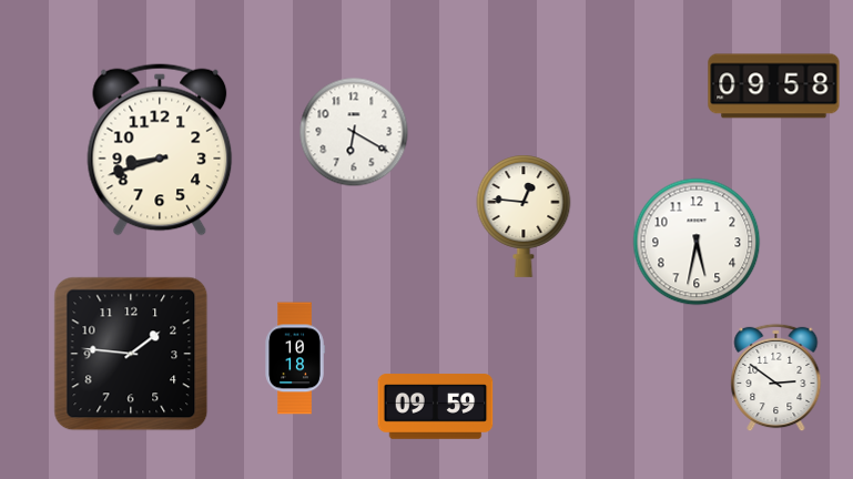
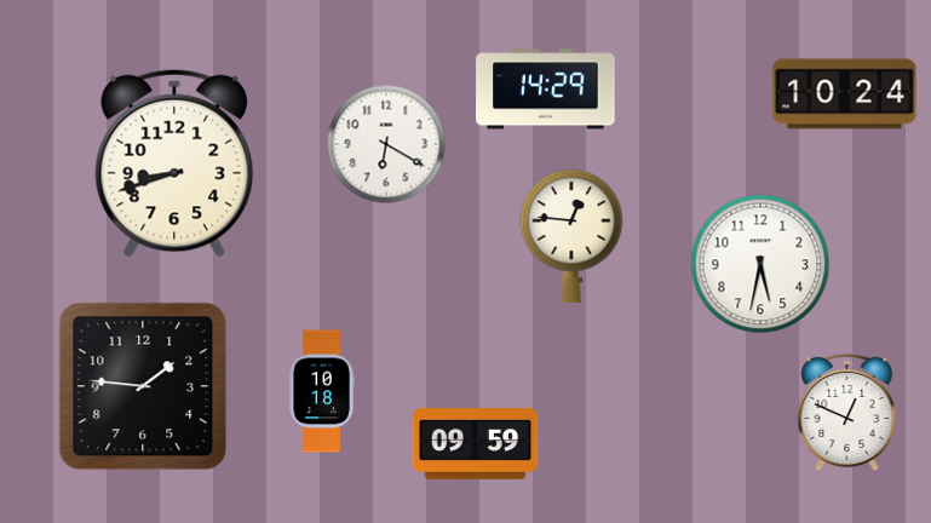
clock at (546, 90): none -> 14:29
clock at (774, 86): 09:58 -> 10:24
clock at (776, 378): 2:51 -> 12:49
